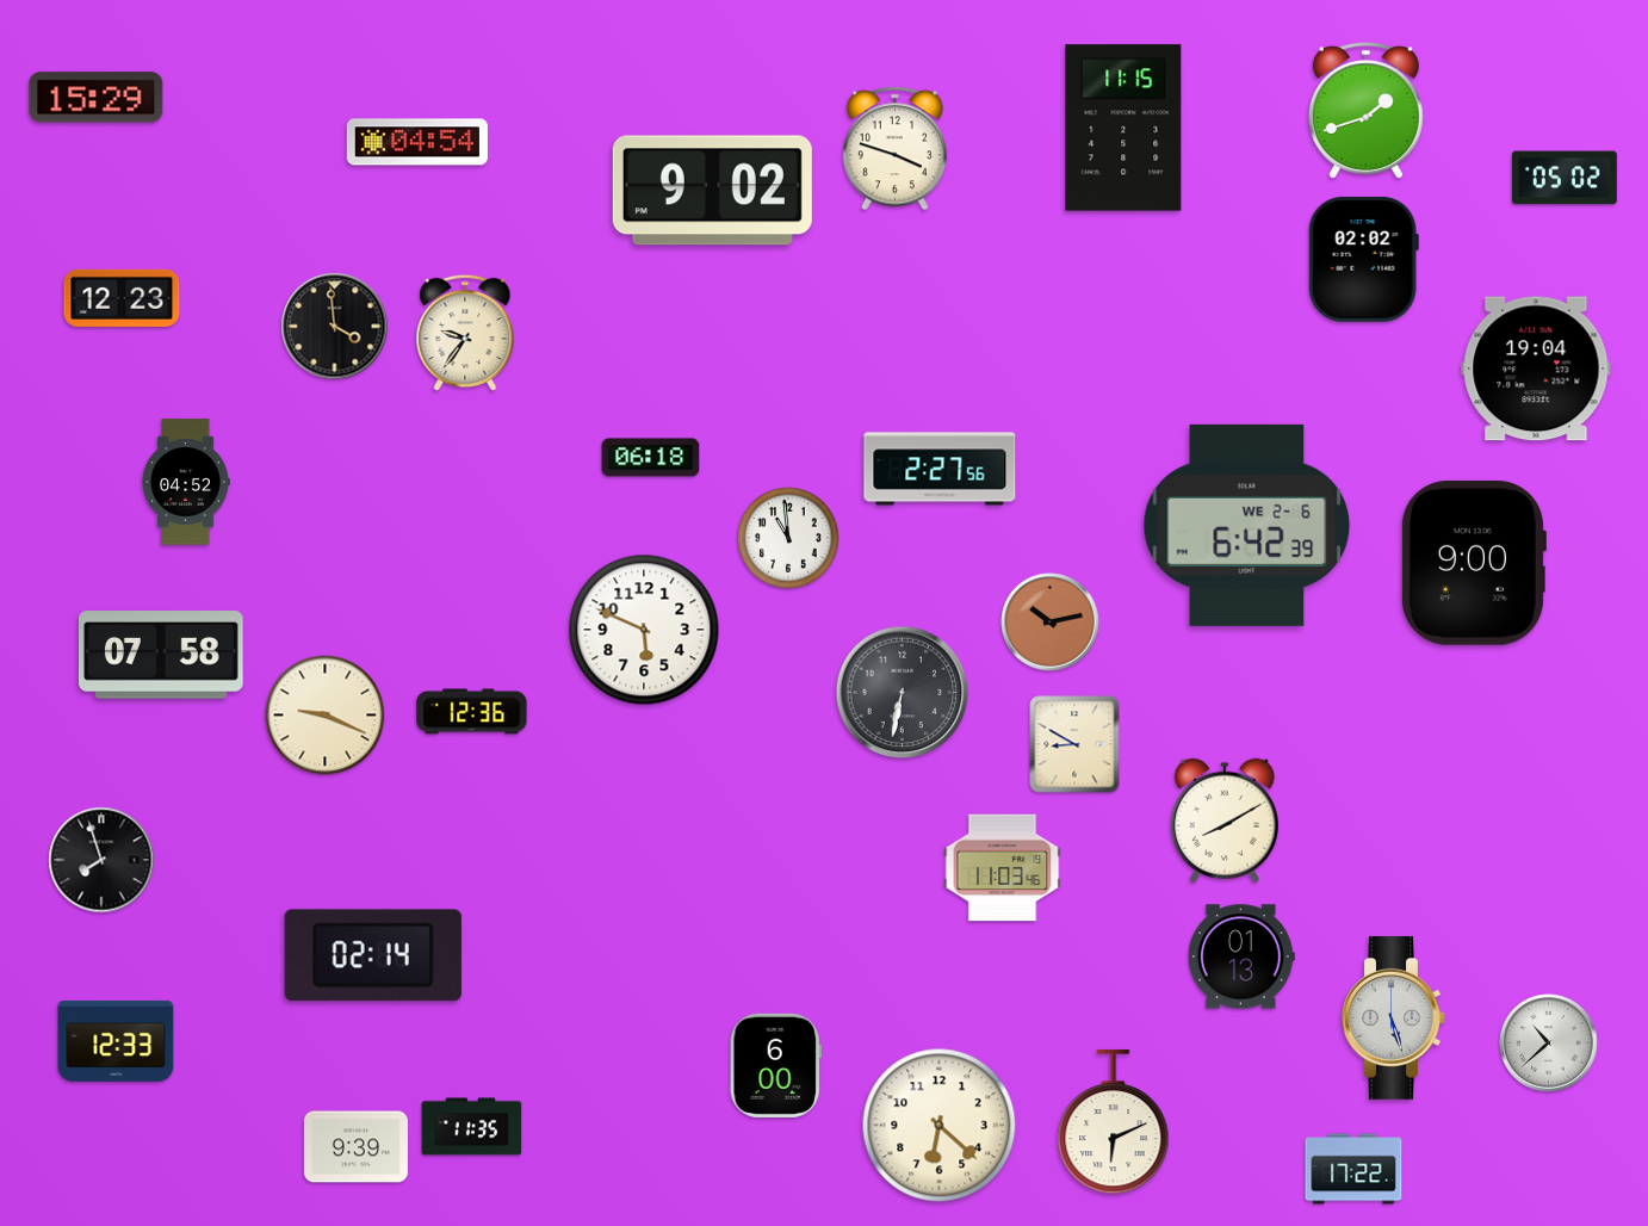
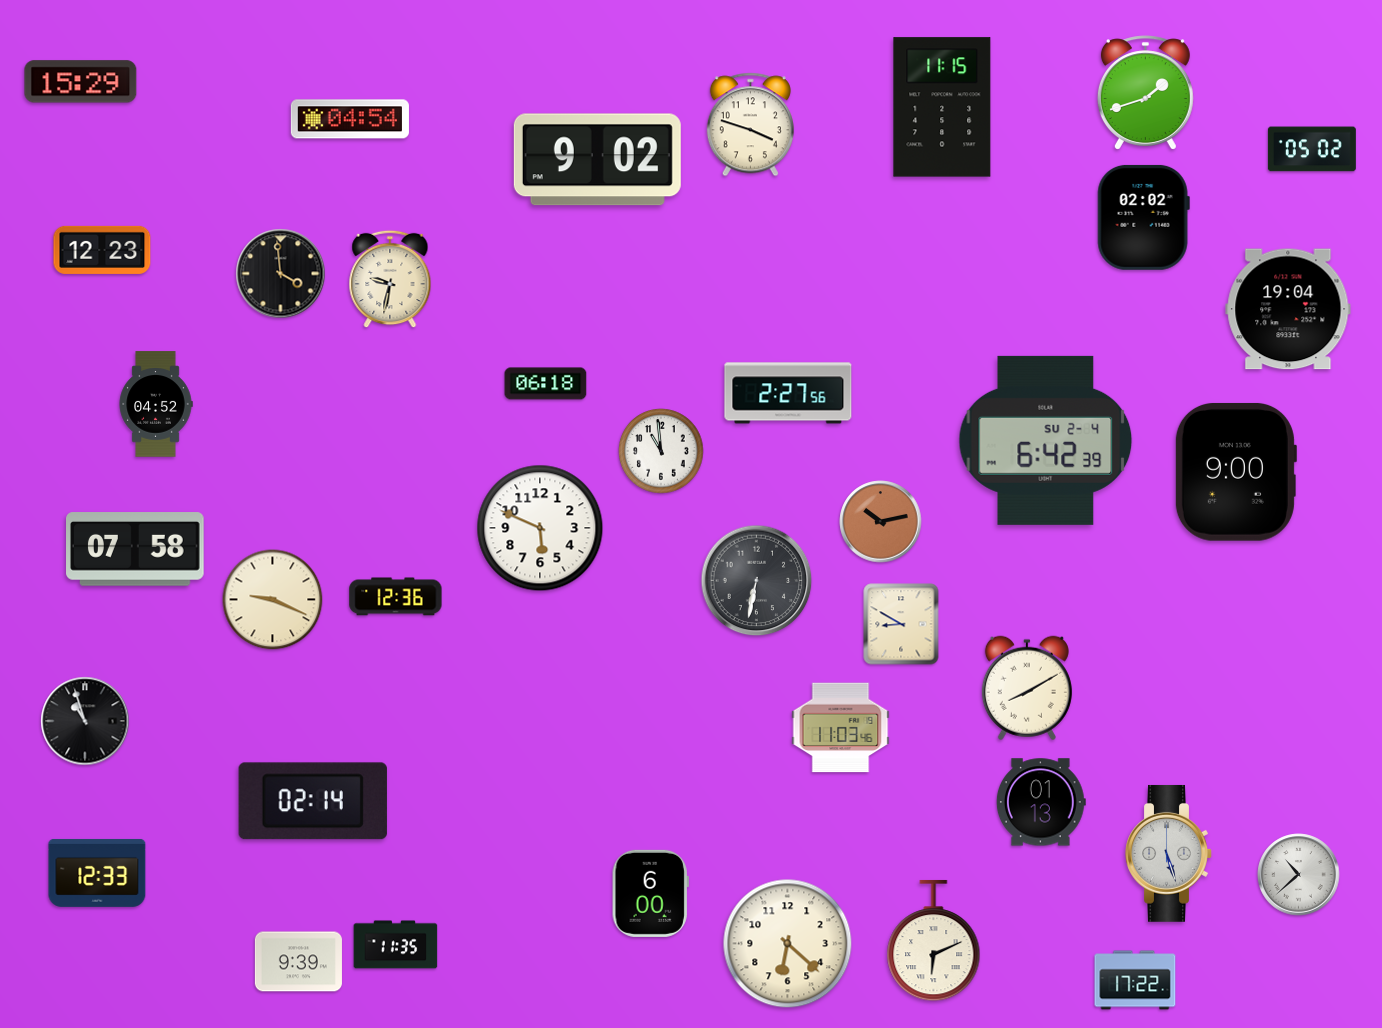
clock at (465, 333): 9:36 -> 9:32
clock at (1247, 525) date: WE 2-6 -> SU 2-4
clock at (101, 860): 7:57 -> 10:57
